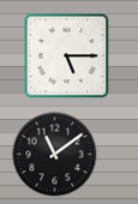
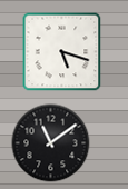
clock at (67, 56): 5:15 -> 5:18
